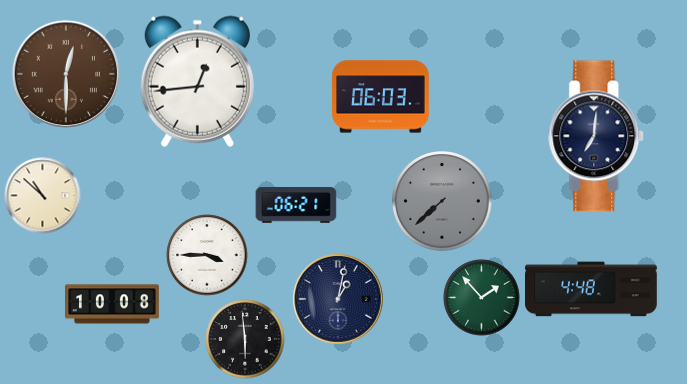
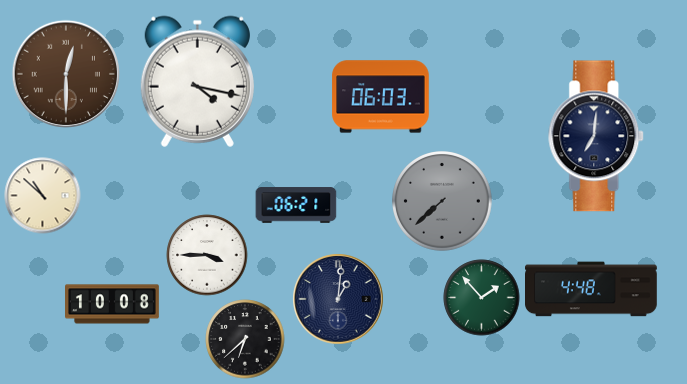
clock at (197, 81): 12:44 -> 4:17
clock at (338, 299): 1:02 -> 1:01
clock at (245, 339): 5:59 -> 6:38
